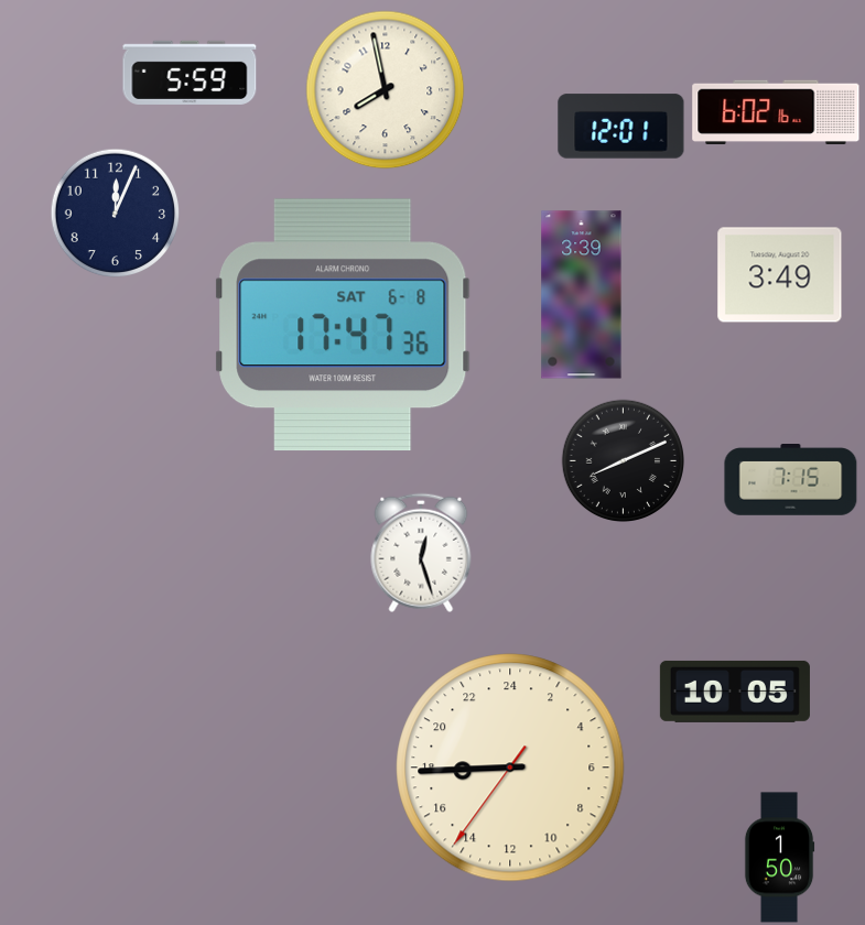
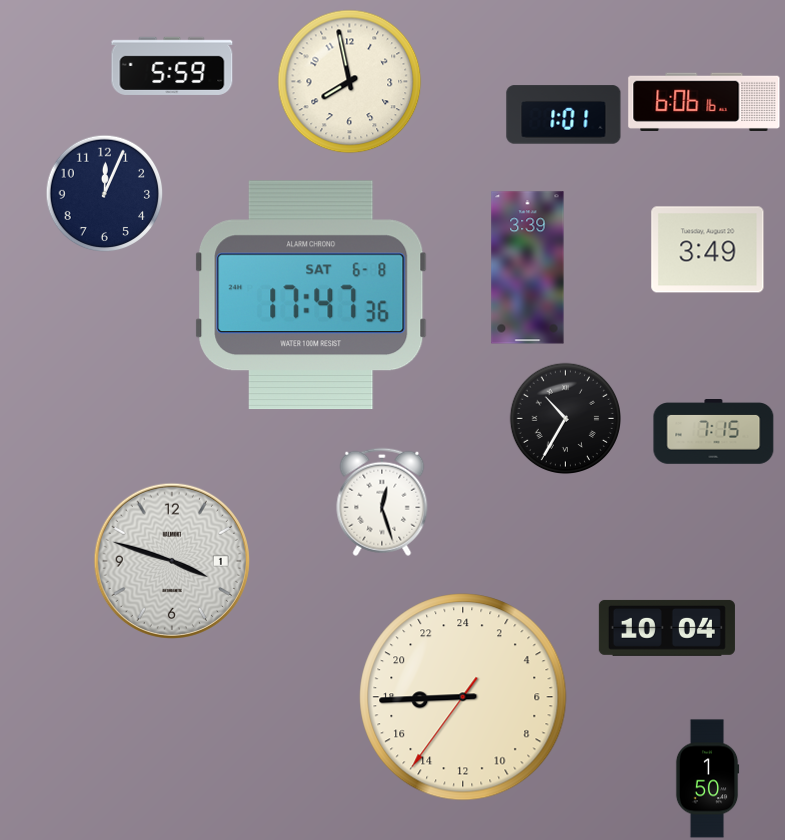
clock at (776, 112): 6:02 -> 6:06
clock at (621, 127): 12:01 -> 1:01
clock at (623, 460): 8:11 -> 10:35
clock at (791, 480) position: (791, 480) -> (714, 432)
clock at (172, 561): none -> 3:48
clock at (735, 692): 10:05 -> 10:04
